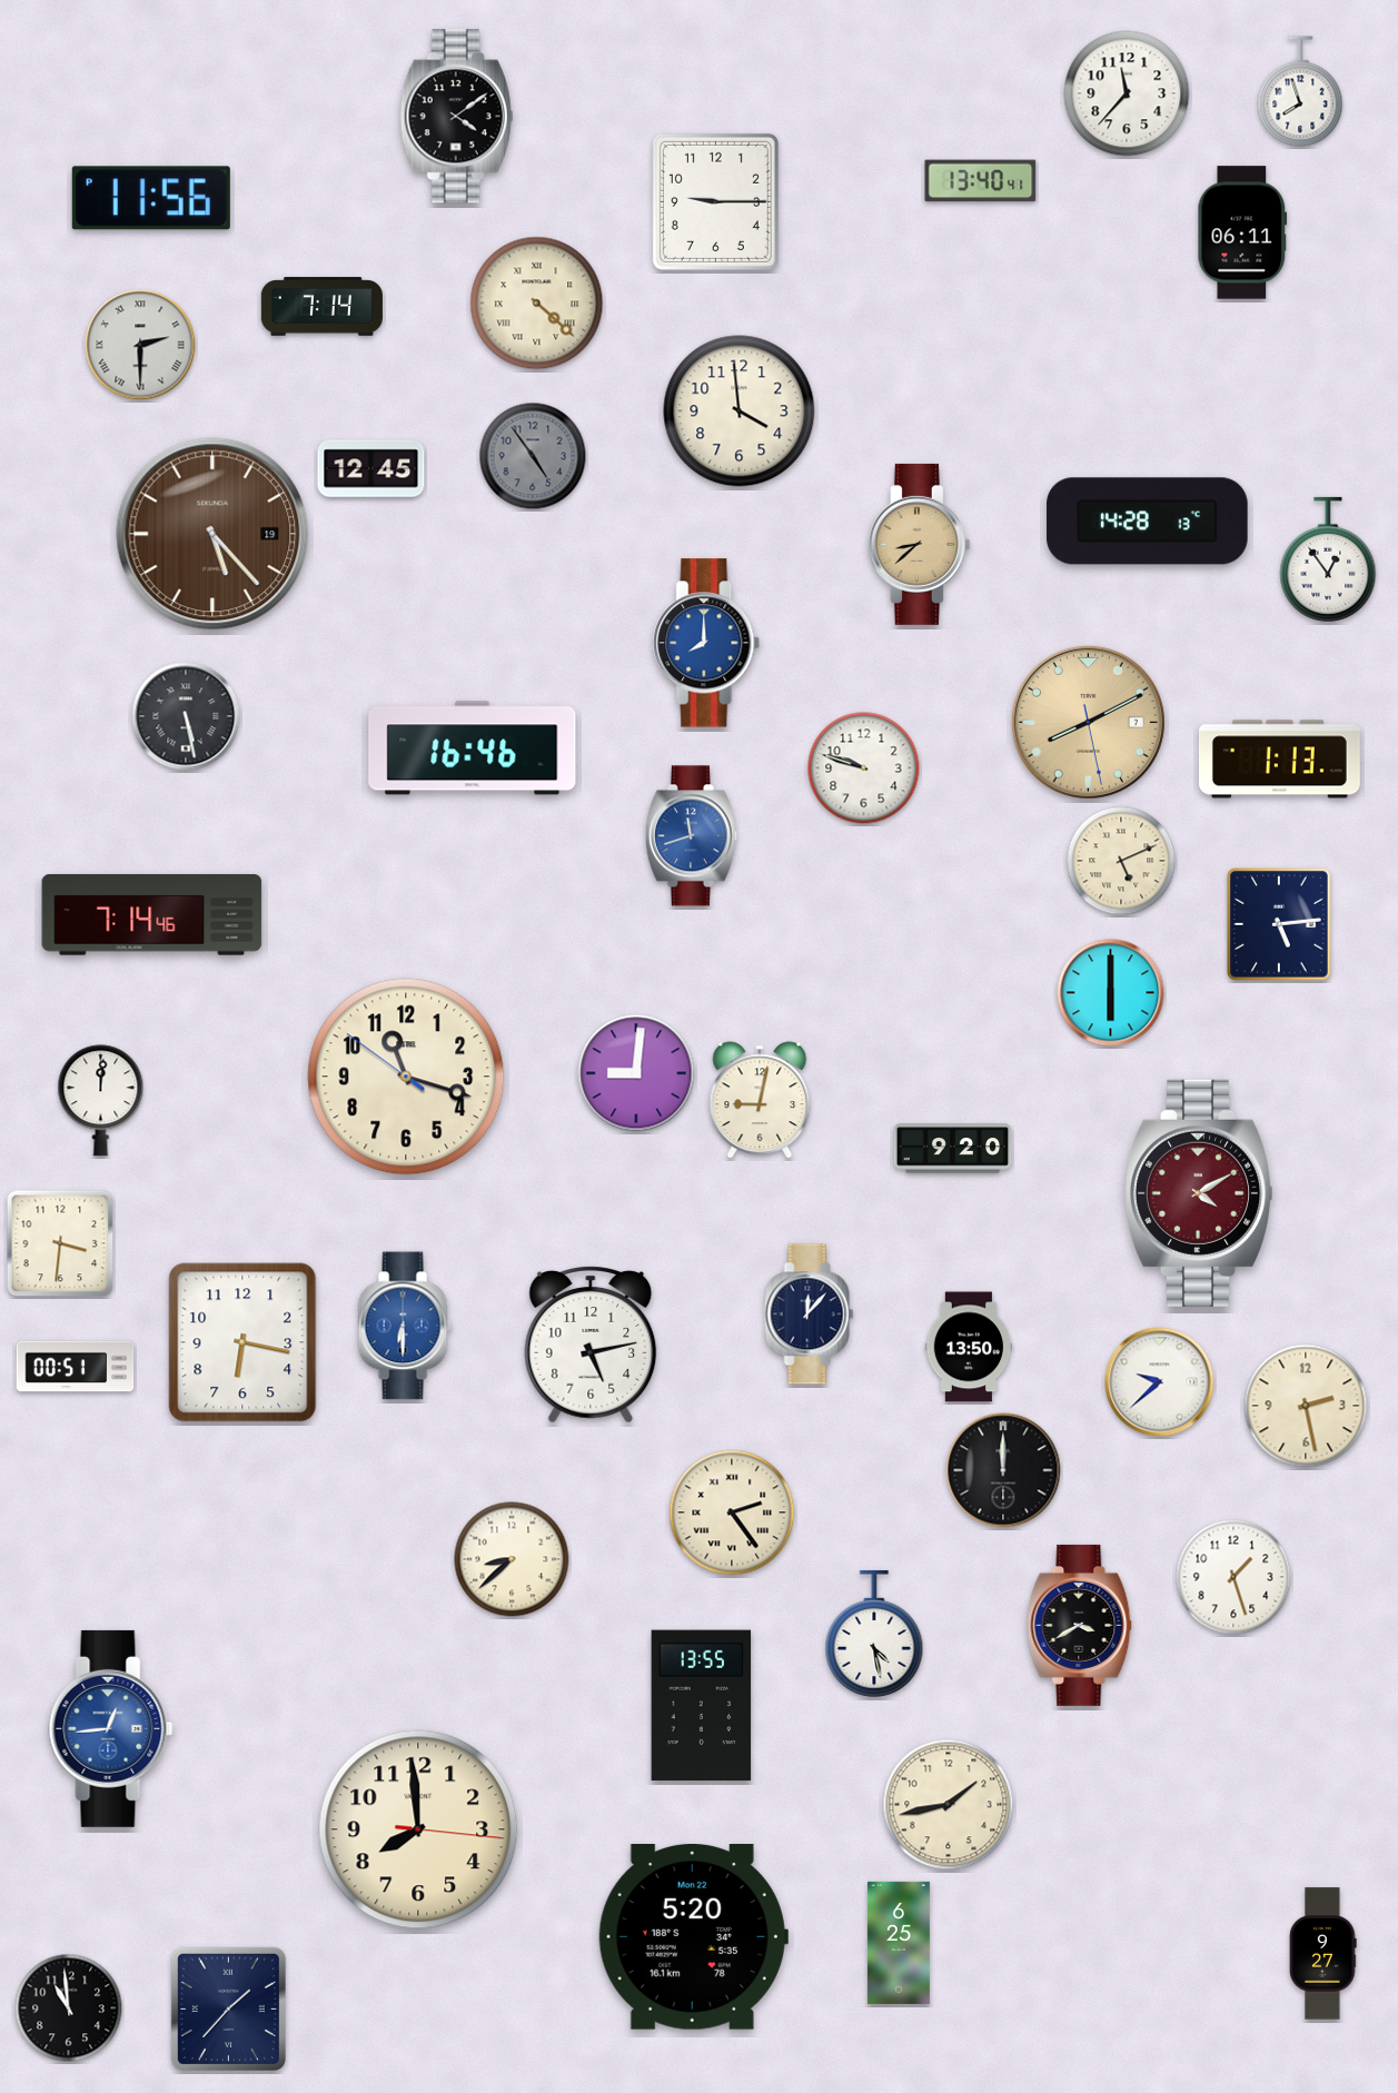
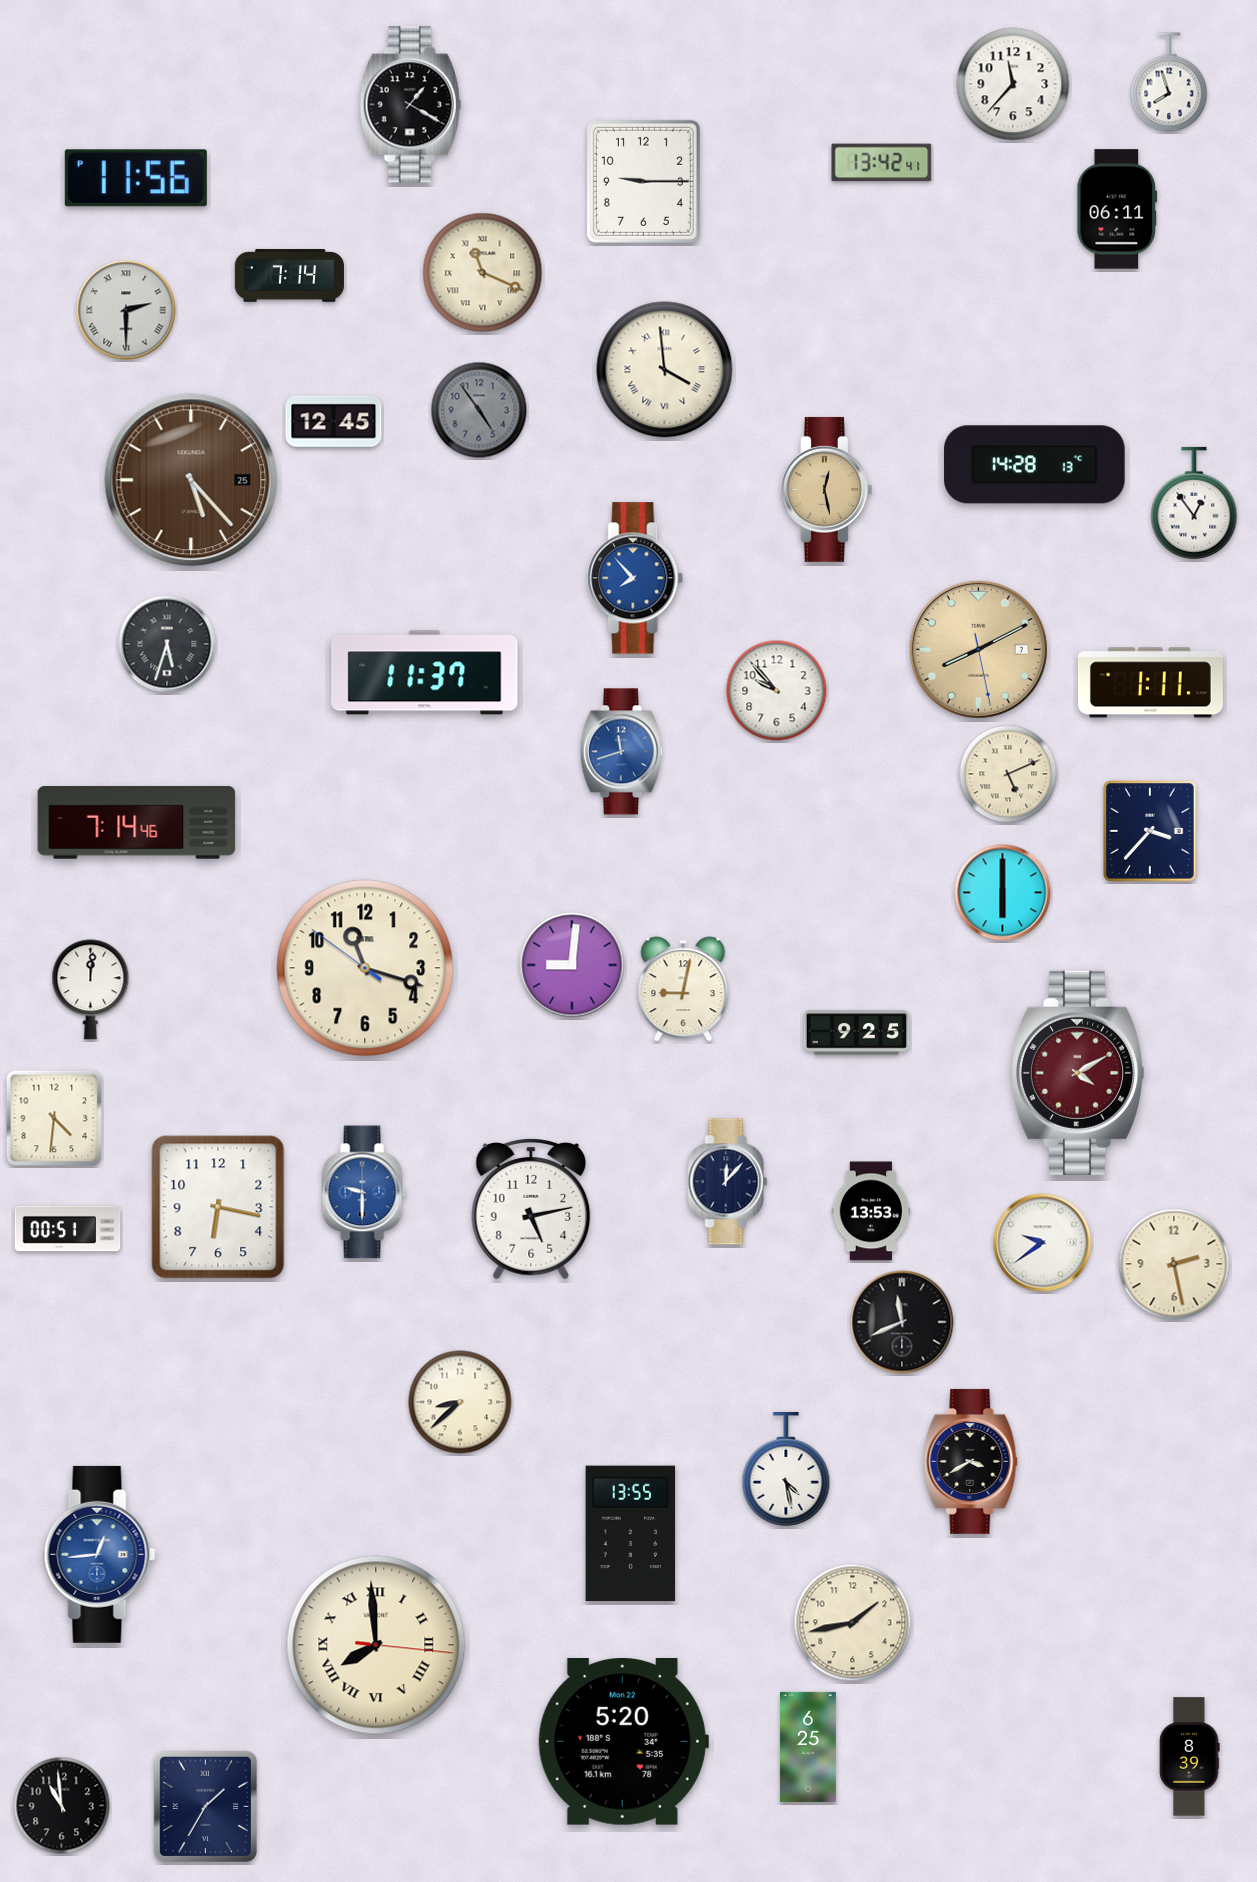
clock at (457, 117): 4:09 -> 1:20
clock at (981, 181): 13:40 -> 13:42
clock at (537, 304): 4:22 -> 11:19
clock at (740, 411) numerals: Arabic -> Roman
clock at (1148, 522) position: (1148, 522) -> (1035, 465)
clock at (212, 534) date: 19 -> 25
clock at (919, 544): 8:38 -> 12:28
clock at (707, 643): 8:00 -> 7:53
clock at (186, 716): 5:28 -> 5:33
clock at (473, 748): 16:46 -> 11:37
clock at (1279, 760): 1:13 -> 1:11
clock at (864, 768): 9:48 -> 9:53
clock at (1279, 924): 5:14 -> 3:37
clock at (1111, 993) position: (1111, 993) -> (1003, 893)
clock at (953, 1149): 9:20 -> 9:25
clock at (60, 1243): 3:31 -> 4:31
clock at (405, 1326): 6:30 -> 9:30
clock at (969, 1347): 13:50 -> 13:53
clock at (1160, 1382): 9:38 -> 9:39
clock at (1003, 1470): 12:00 -> 11:41
clock at (732, 1512): 2:24 -> none
clock at (1233, 1577): 1:27 -> none
clock at (418, 1829) numerals: Arabic -> Roman
clock at (1323, 1954): 9:27 -> 8:39
clock at (228, 2008): 1:37 -> 1:35
